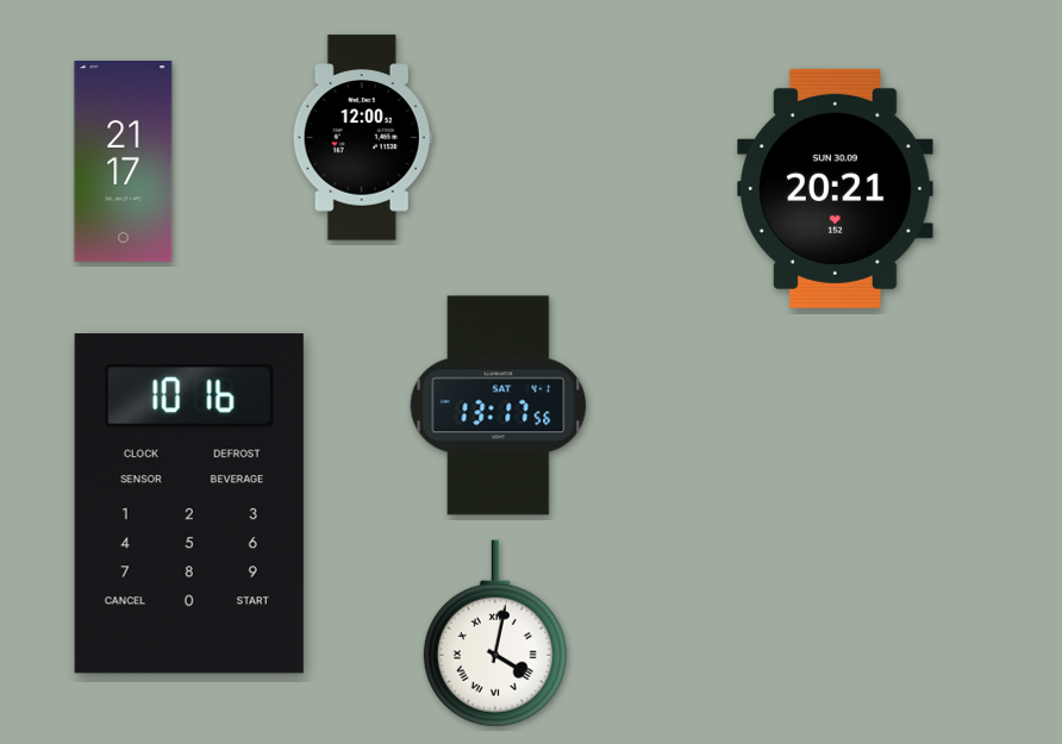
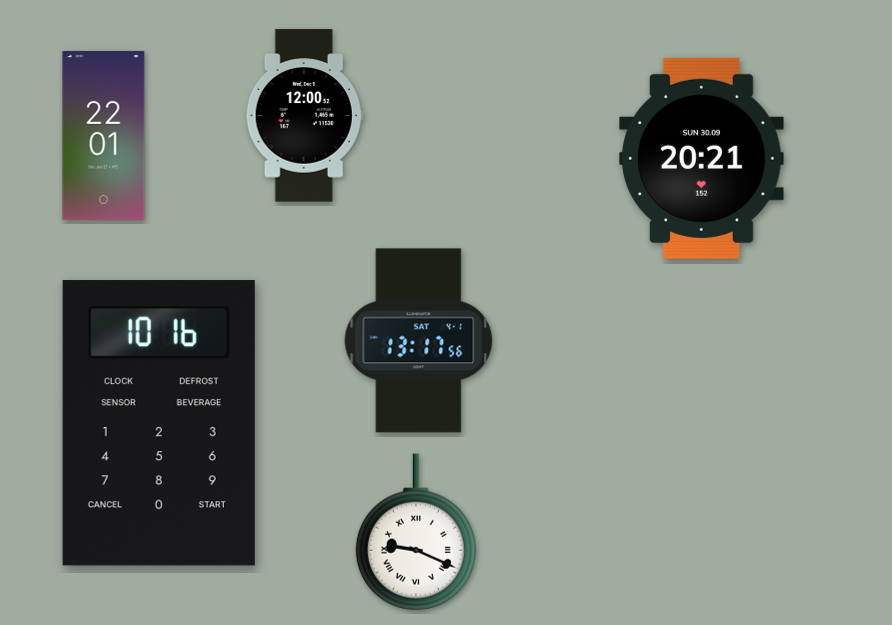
clock at (124, 162): 21:17 -> 22:01
clock at (495, 633): 4:02 -> 9:19
